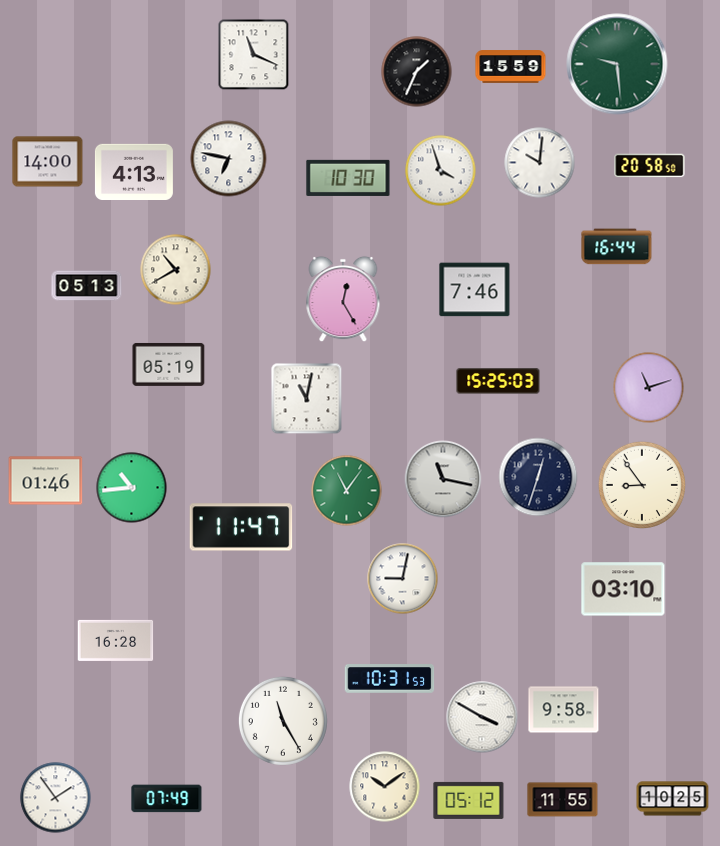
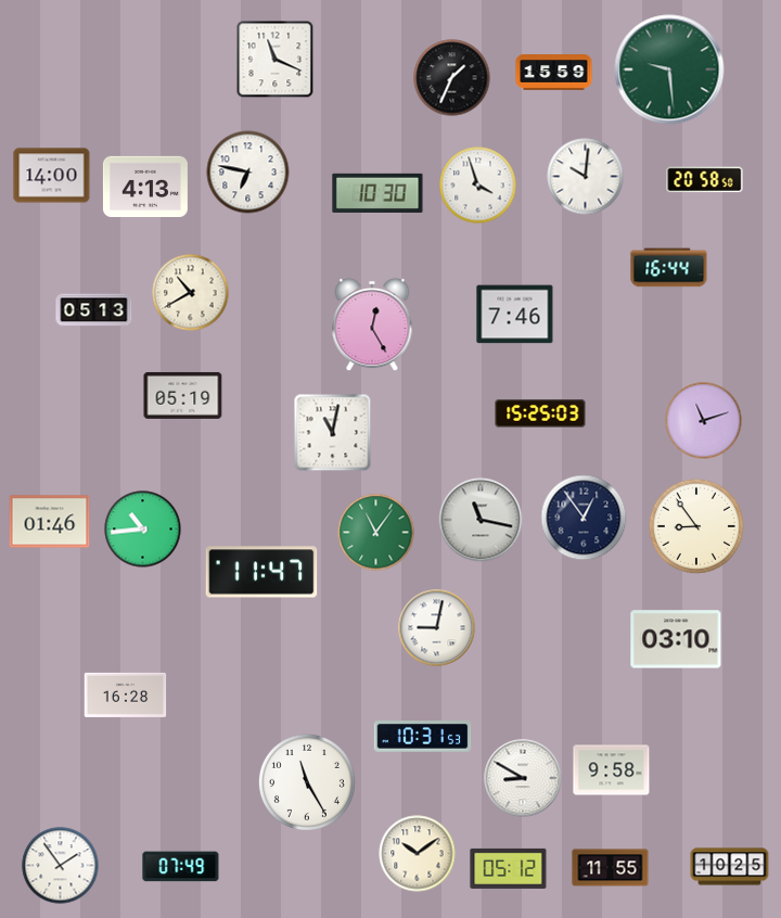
clock at (538, 477): 12:33 -> 12:54
clock at (482, 717): 3:50 -> 8:50
